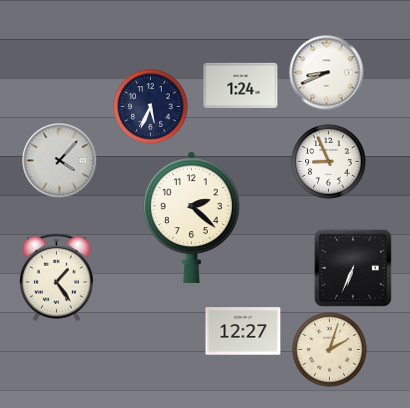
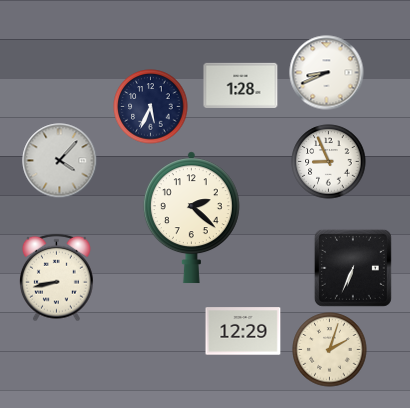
clock at (241, 85): 1:24 -> 1:28
clock at (57, 278): 1:24 -> 8:43
clock at (243, 331): 12:27 -> 12:29
